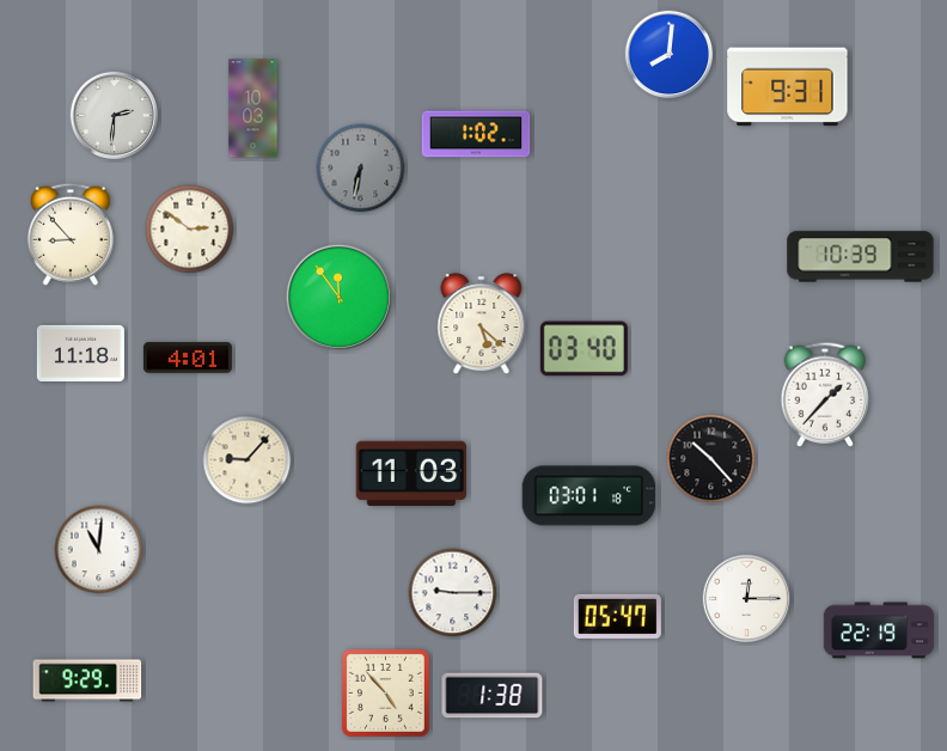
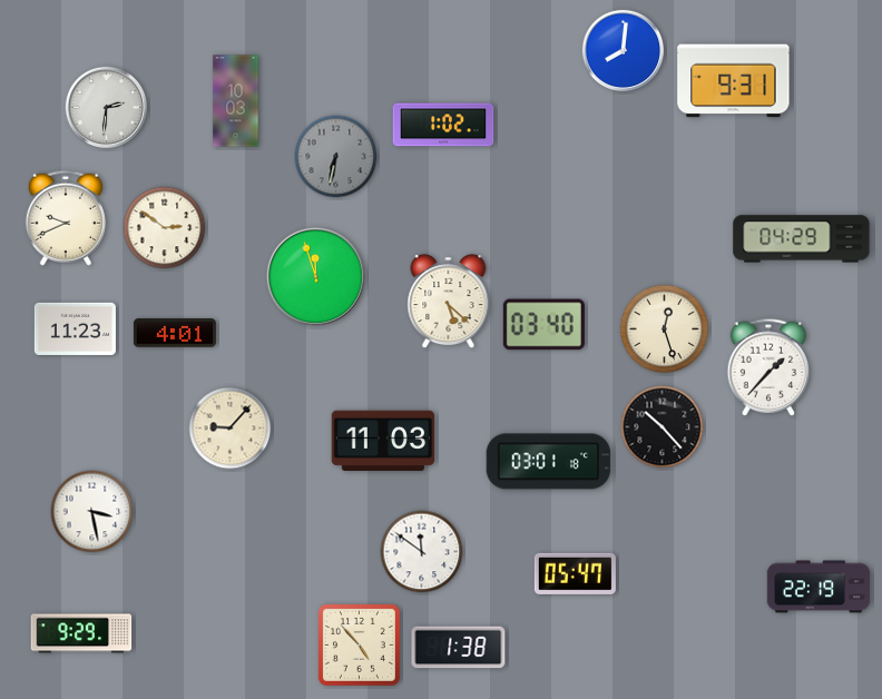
clock at (190, 230) position: (190, 230) -> (165, 228)
clock at (71, 234): 8:53 -> 9:41
clock at (861, 257): 10:39 -> 04:29
clock at (338, 297): 11:54 -> 11:57
clock at (80, 353): 11:18 -> 11:23
clock at (665, 329): none -> 12:27
clock at (99, 550): 11:01 -> 3:28
clock at (453, 593): 9:15 -> 11:51
clock at (747, 599): 12:15 -> none
